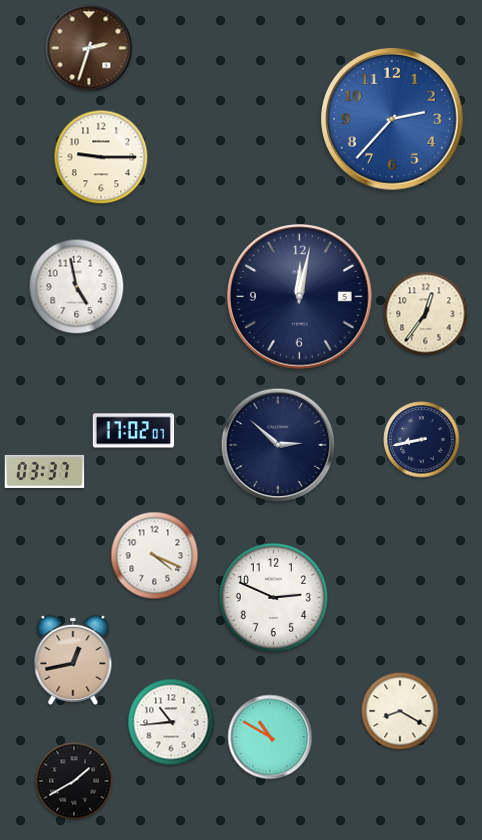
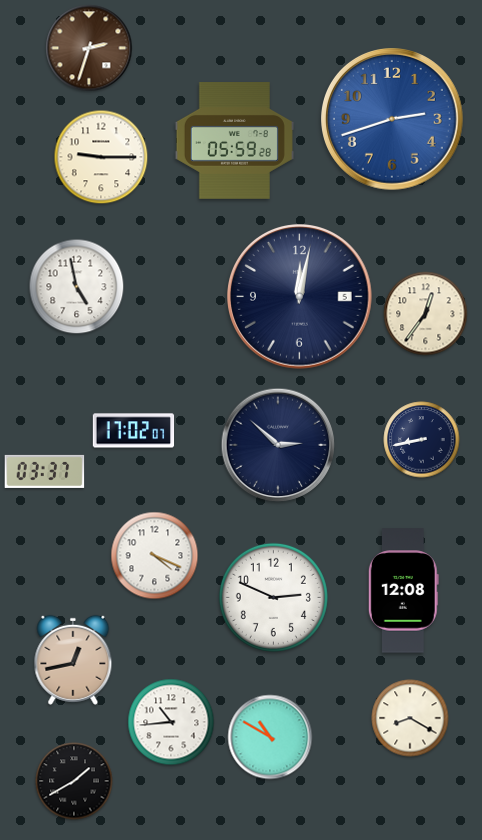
clock at (393, 120): 2:37 -> 2:42
clock at (234, 141): none -> 05:59
clock at (403, 591): none -> 12:08
clock at (400, 711) position: (400, 711) -> (410, 718)
